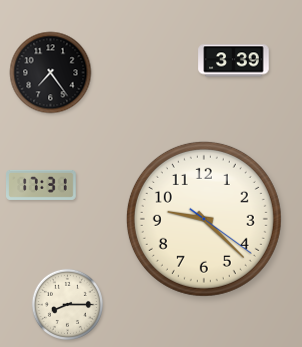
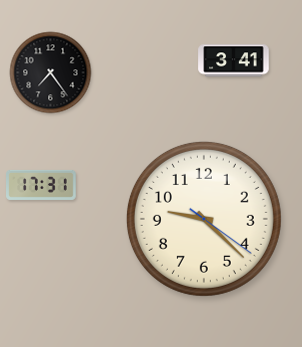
clock at (234, 61): 3:39 -> 3:41
clock at (67, 304): 8:15 -> none
